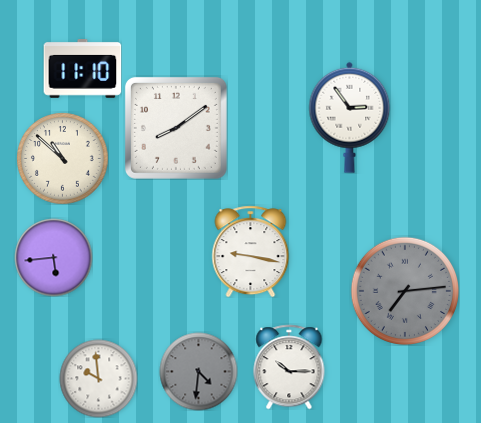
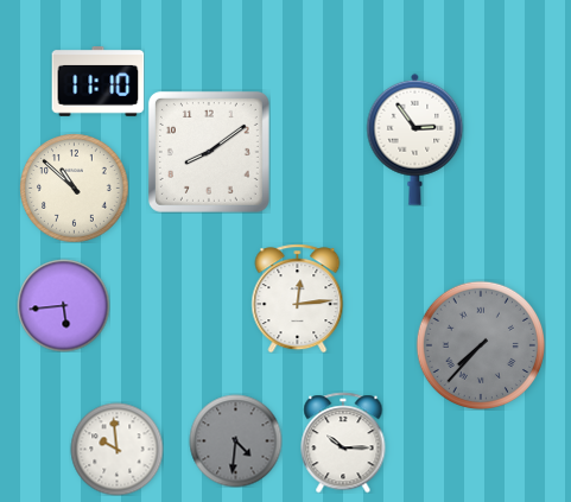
clock at (251, 251): 9:17 -> 12:14
clock at (404, 290): 7:14 -> 7:37
clock at (289, 367) position: (289, 367) -> (343, 443)
